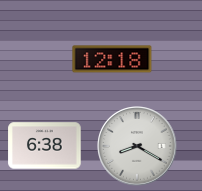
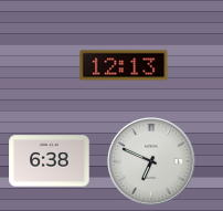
clock at (112, 59): 12:18 -> 12:13
clock at (137, 146): 8:20 -> 6:49
